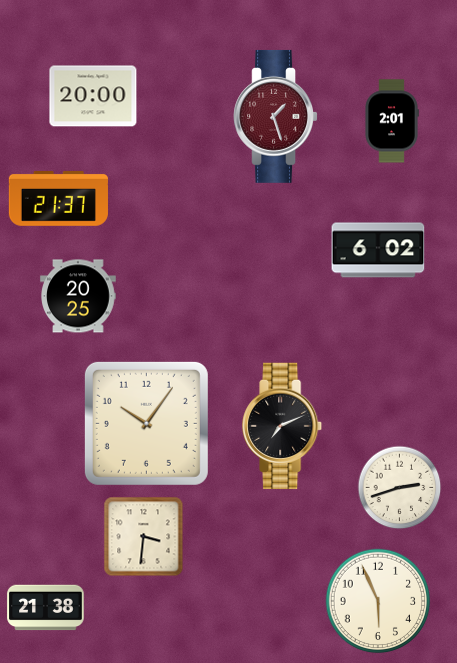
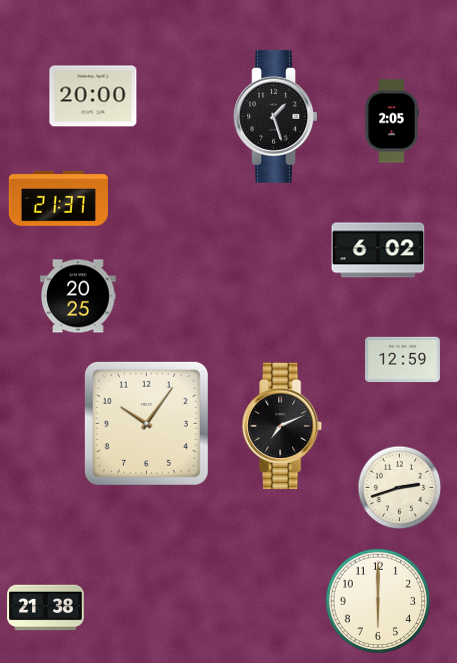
clock at (275, 116) dial: burgundy -> black
clock at (392, 121): 2:01 -> 2:05
clock at (403, 360): none -> 12:59
clock at (144, 537): 3:31 -> none
clock at (378, 601): 5:56 -> 6:00
